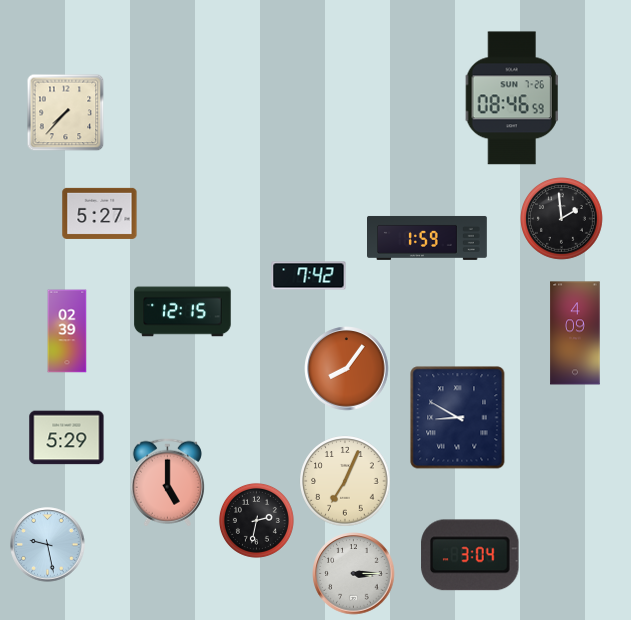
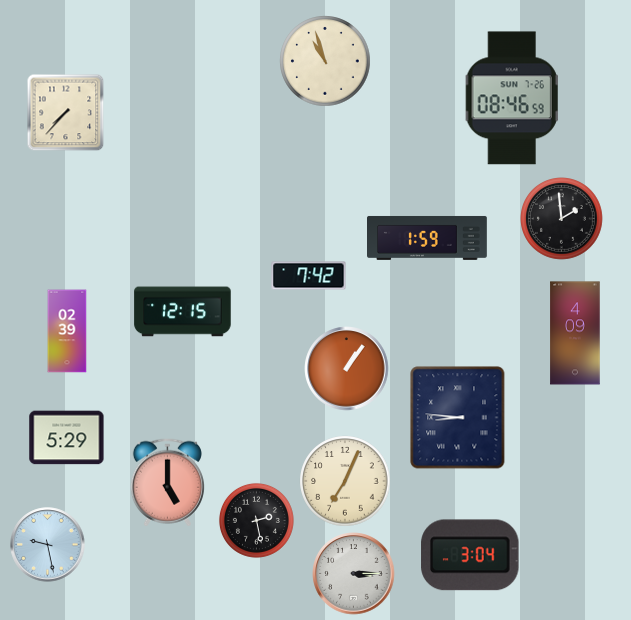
clock at (325, 61): none -> 10:57
clock at (100, 213): 5:27 -> none
clock at (347, 369): 8:06 -> 1:06
clock at (458, 418): 8:50 -> 8:46
clock at (256, 520): 2:32 -> 2:28
